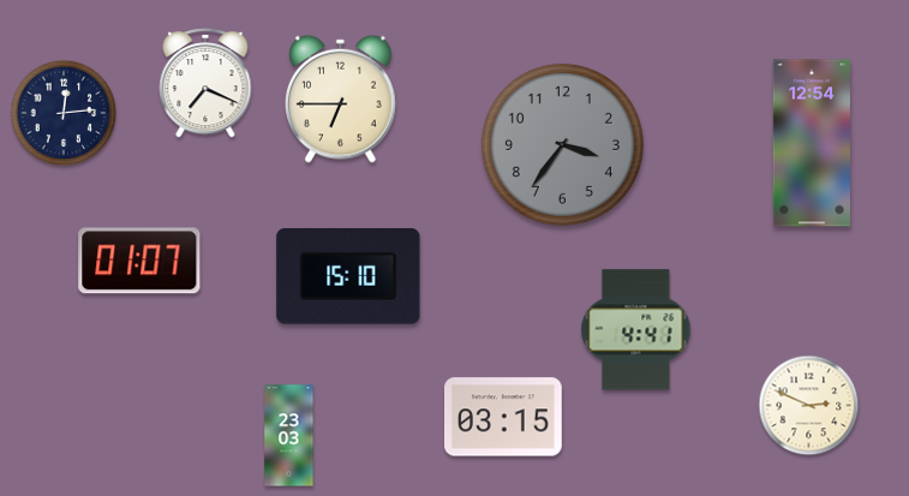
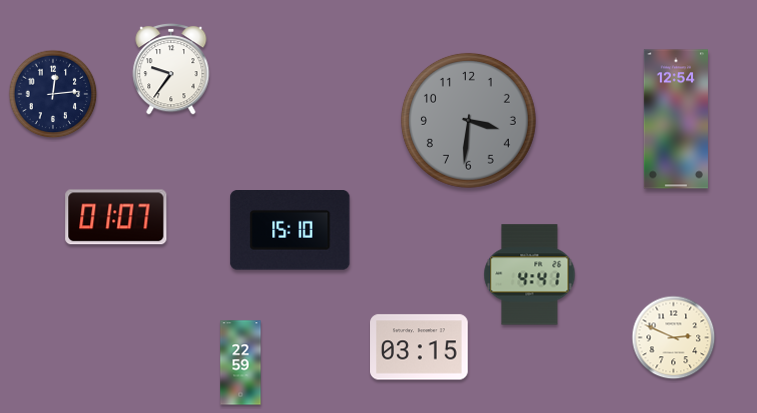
clock at (205, 84): 7:19 -> 9:36
clock at (341, 98): 6:45 -> none
clock at (562, 144): 3:36 -> 3:31
clock at (289, 436): 23:03 -> 22:59
